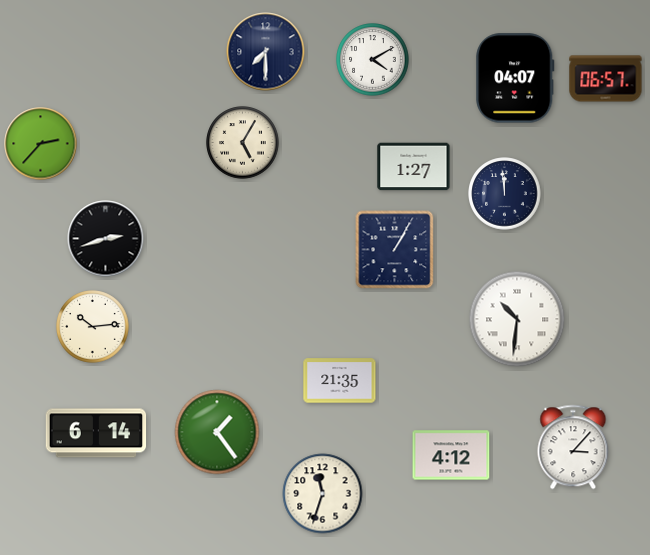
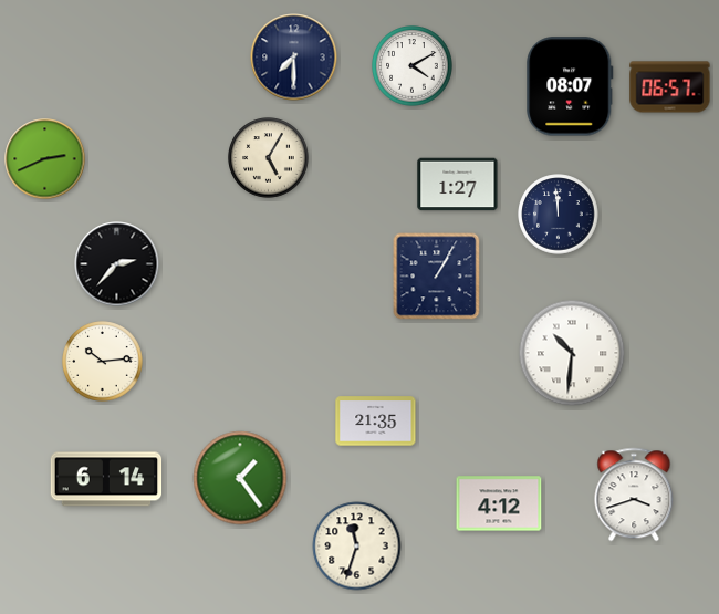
clock at (515, 78): 04:07 -> 08:07
clock at (41, 144): 2:37 -> 2:41
clock at (106, 239): 2:42 -> 2:37
clock at (573, 447): 3:07 -> 3:42
